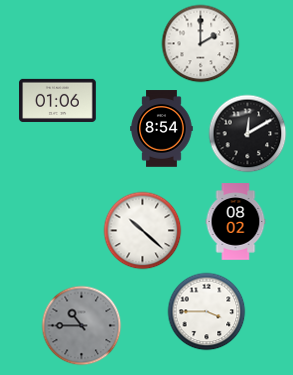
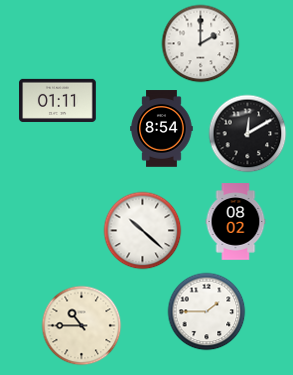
clock at (58, 100): 01:06 -> 01:11
clock at (206, 311): 3:45 -> 1:45
clock at (81, 325) dial: grey -> cream
